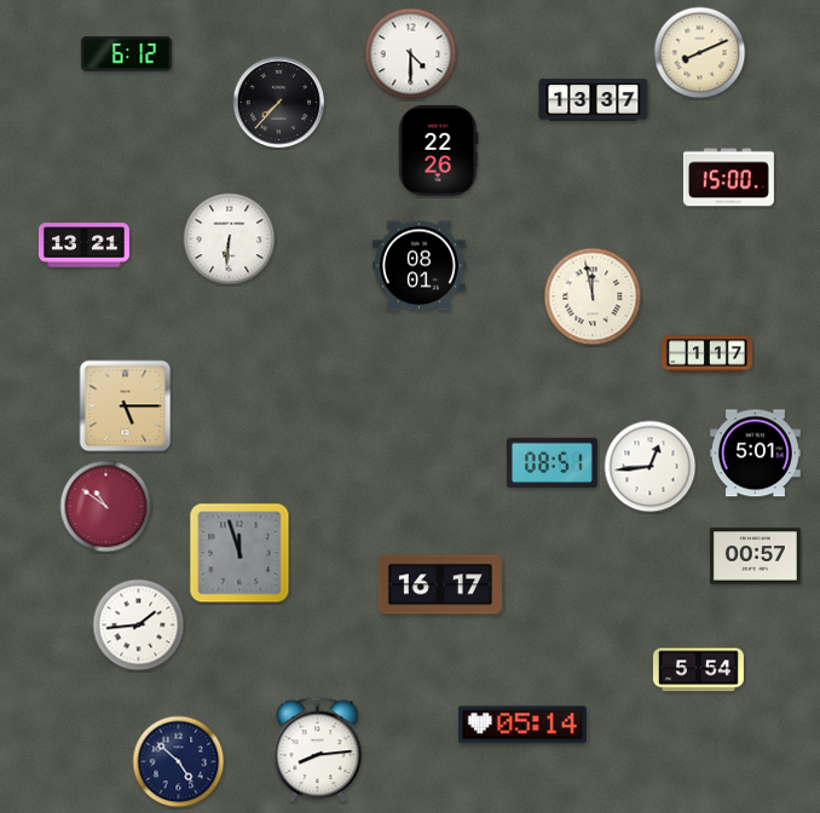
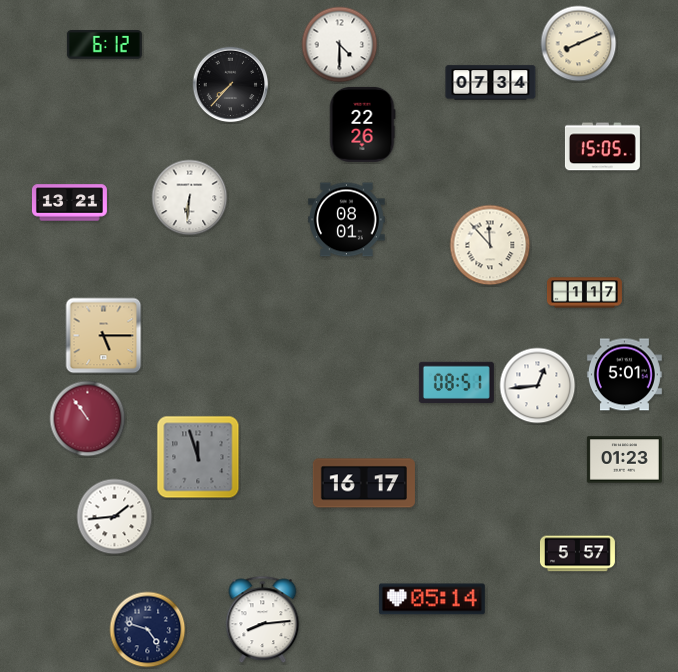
clock at (594, 100): 13:37 -> 07:34
clock at (728, 178): 15:00 -> 15:05
clock at (593, 296): 11:58 -> 11:53
clock at (106, 507): 10:51 -> 10:54
clock at (755, 557): 00:57 -> 01:23
clock at (698, 670): 5:54 -> 5:57
clock at (179, 762): 4:52 -> 4:48
